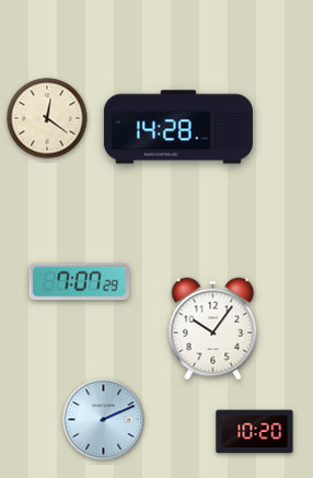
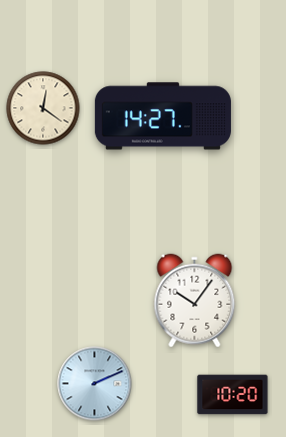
clock at (178, 127): 14:28 -> 14:27
clock at (80, 282): 7:07 -> none
